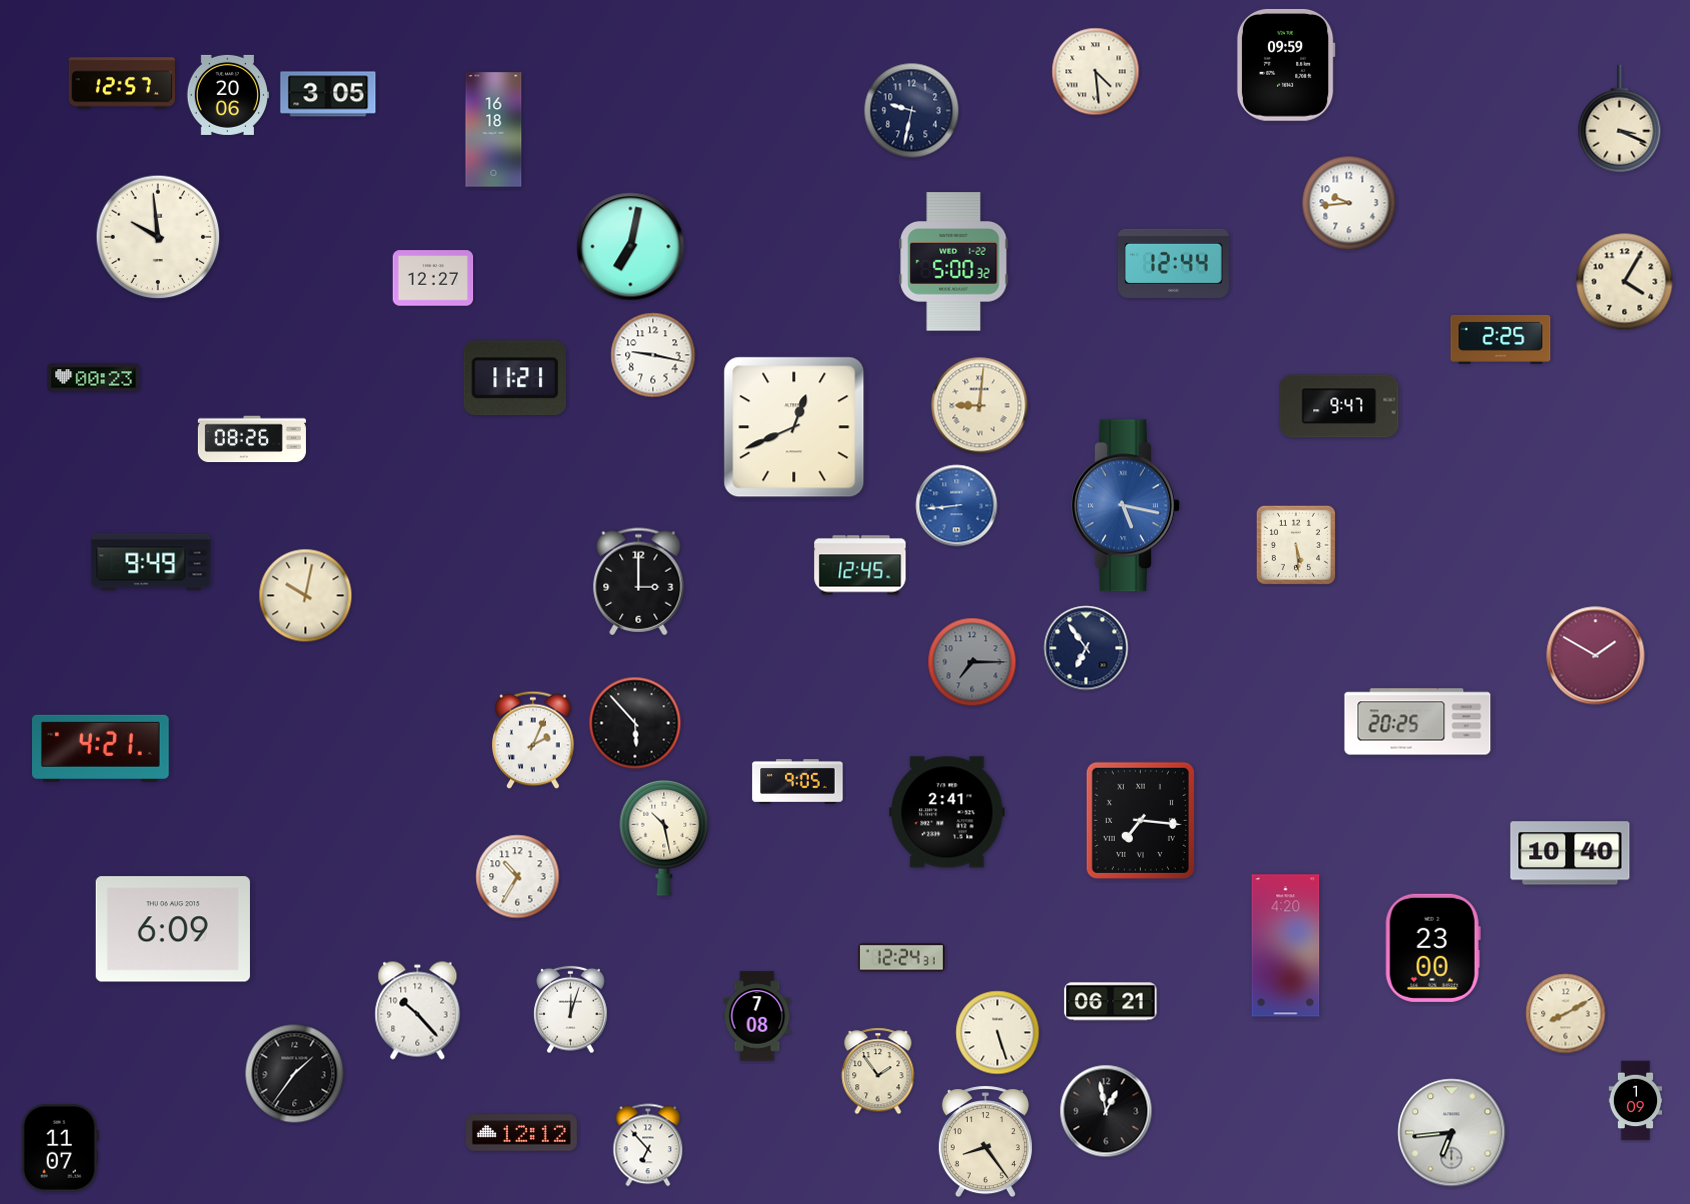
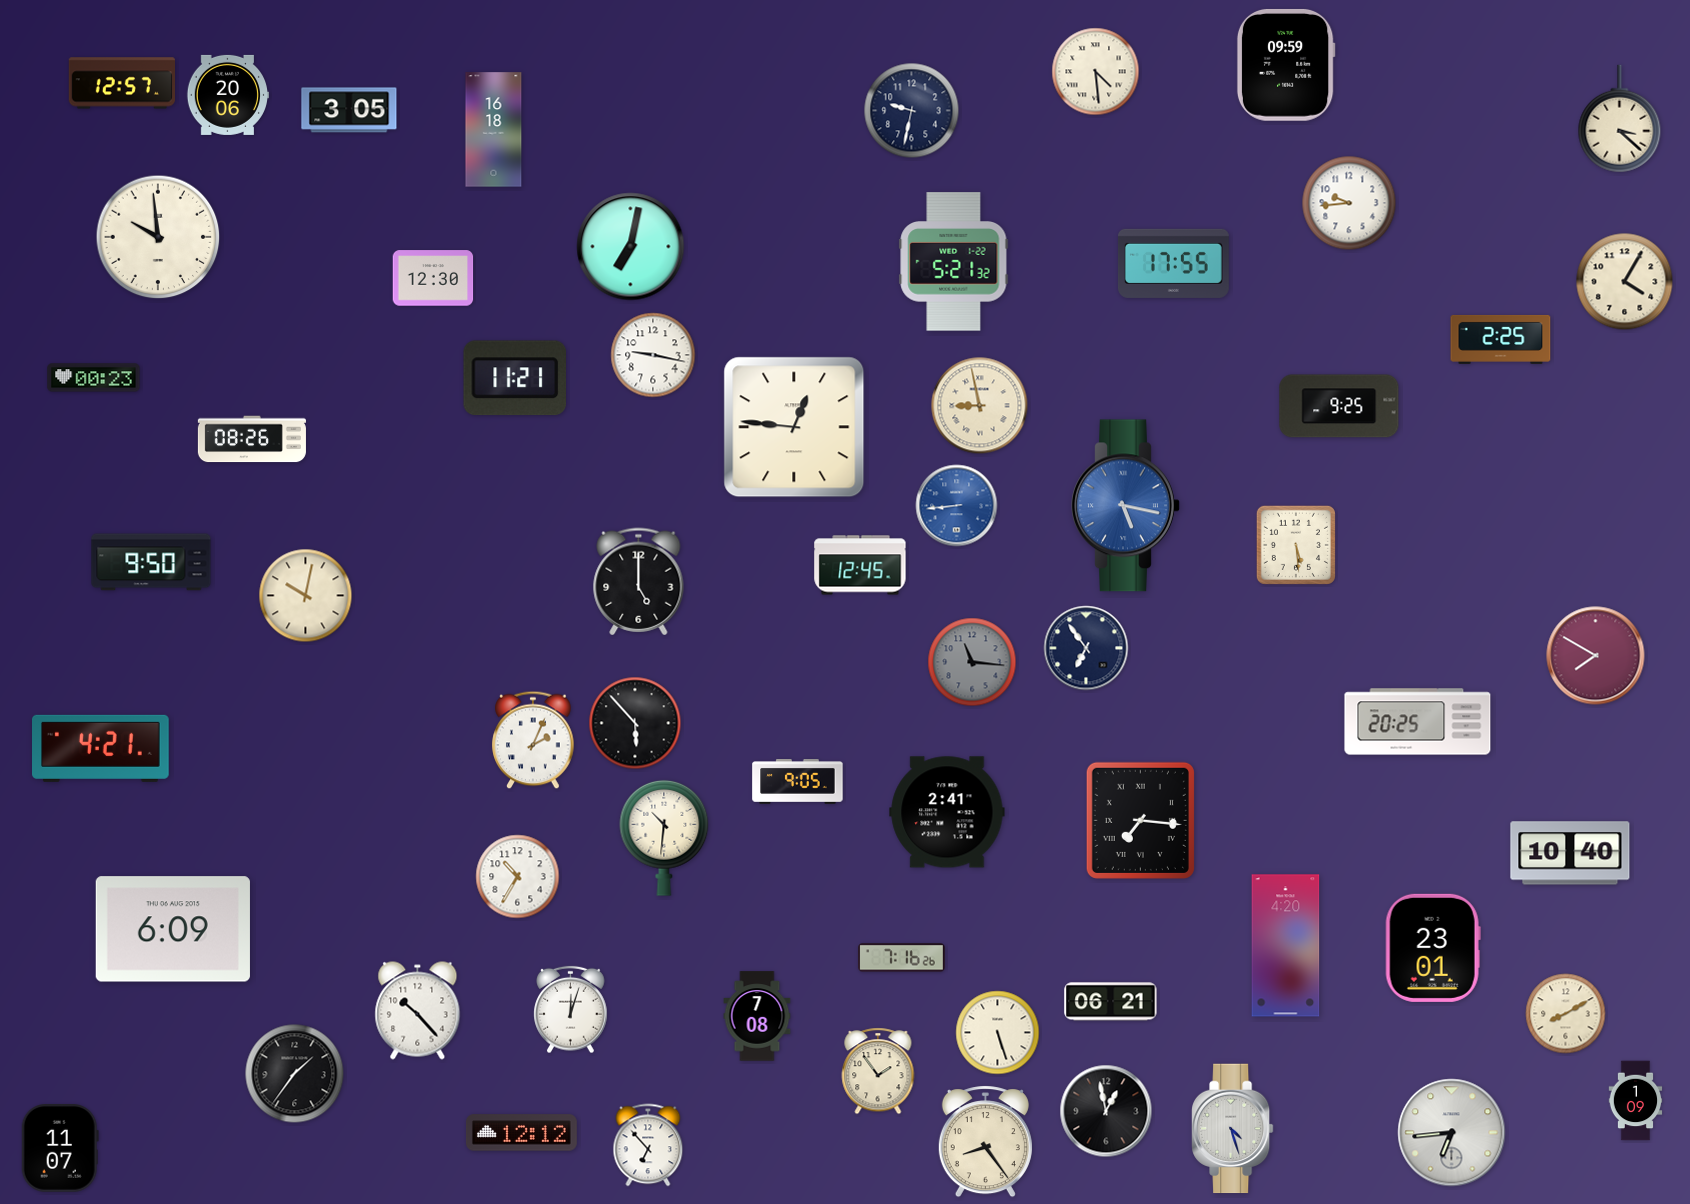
clock at (328, 94) position: (328, 94) -> (349, 110)
clock at (1620, 119): 3:19 -> 3:22
clock at (954, 262): 5:00 -> 5:21
clock at (1173, 263): 12:44 -> 17:55
clock at (433, 278): 12:27 -> 12:30
clock at (980, 406): 9:01 -> 8:58
clock at (1339, 406): 9:47 -> 9:25
clock at (794, 427): 12:41 -> 12:46
clock at (151, 562): 9:49 -> 9:50
clock at (639, 582): 3:00 -> 5:00
clock at (1596, 656): 1:50 -> 7:50
clock at (972, 662): 7:15 -> 11:16
clock at (664, 838): 10:28 -> 10:31
clock at (1433, 948): 23:00 -> 23:01
clock at (902, 958): 12:24 -> 7:16
clock at (1233, 1129): none -> 4:27
